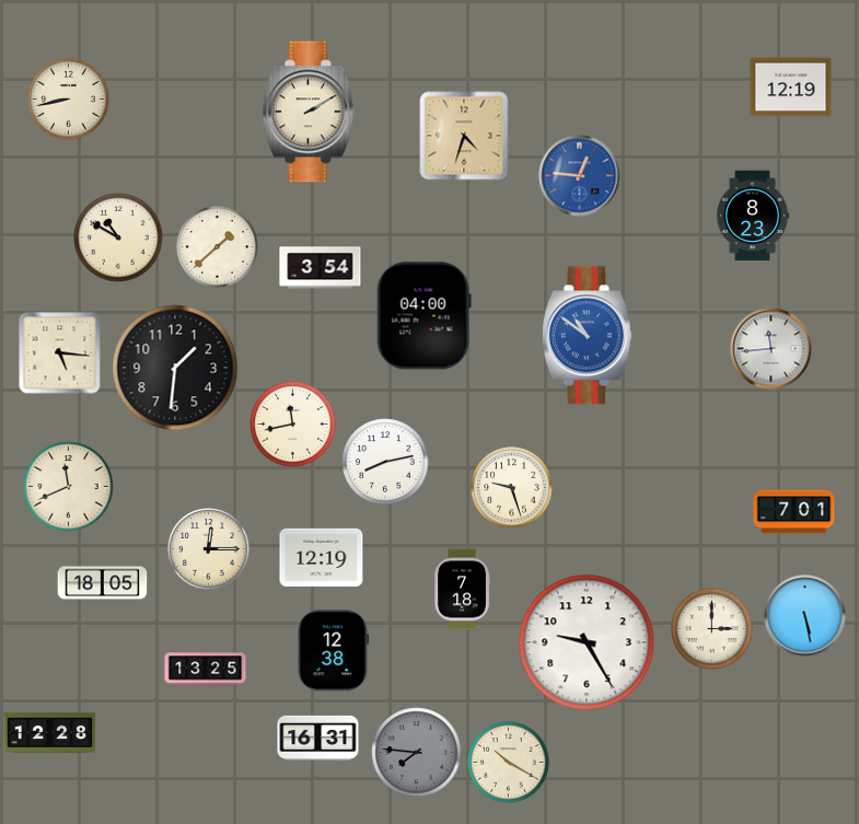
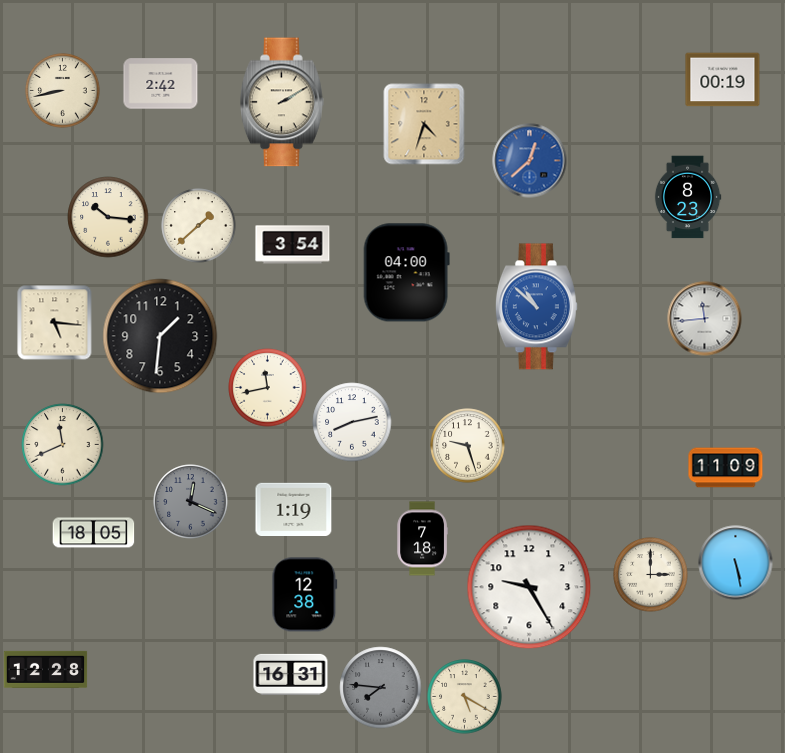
clock at (791, 88): 12:19 -> 00:19
clock at (161, 84): none -> 2:42
clock at (580, 176): 12:46 -> 12:38
clock at (118, 237): 10:50 -> 10:16
clock at (423, 316) position: (423, 316) -> (406, 273)
clock at (587, 336): 10:51 -> 10:52
clock at (794, 512): 7:01 -> 11:09
clock at (209, 549): 12:15 -> 12:19
clock at (209, 549) dial: cream -> grey
clock at (322, 557): 12:19 -> 1:19
clock at (587, 642) position: (587, 642) -> (529, 587)
clock at (206, 670): 13:25 -> none
clock at (509, 763): 10:20 -> 5:20
